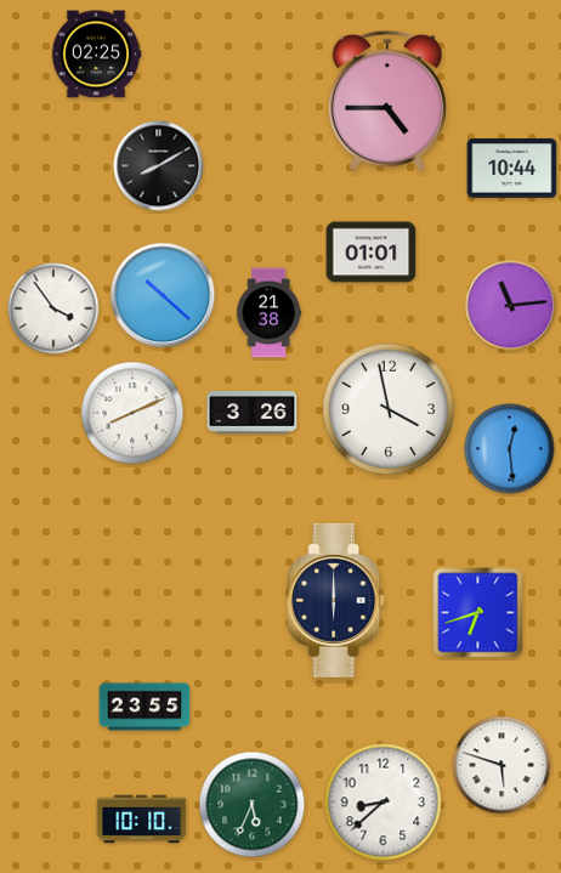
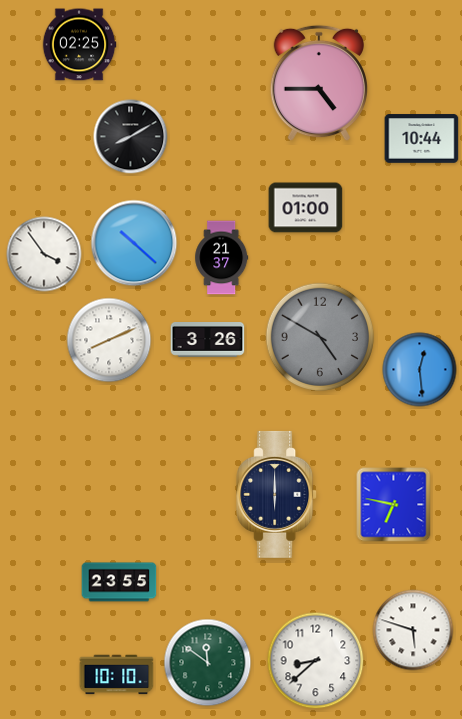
clock at (372, 253): 01:01 -> 01:00
clock at (511, 306): 11:14 -> none
clock at (270, 313): 21:38 -> 21:37
clock at (389, 409): 3:58 -> 4:50
clock at (389, 409) dial: white -> grey
clock at (478, 613): 6:42 -> 6:47
clock at (253, 805): 5:34 -> 11:51
